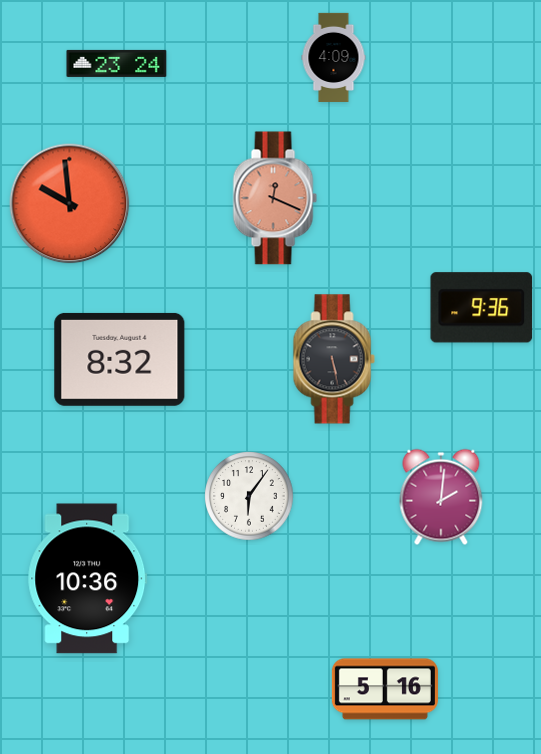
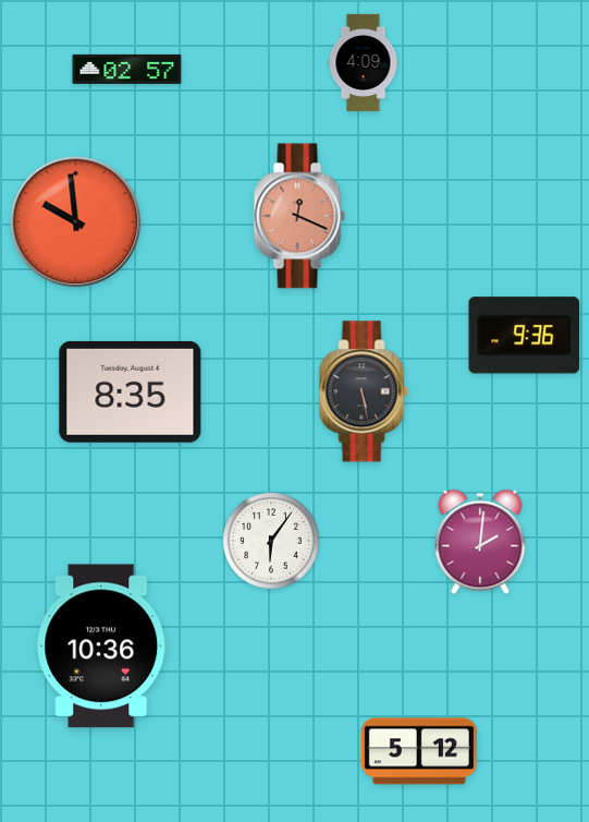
clock at (117, 63): 23:24 -> 02:57
clock at (120, 359): 8:32 -> 8:35
clock at (88, 579) position: (88, 579) -> (102, 646)
clock at (385, 689): 5:16 -> 5:12
